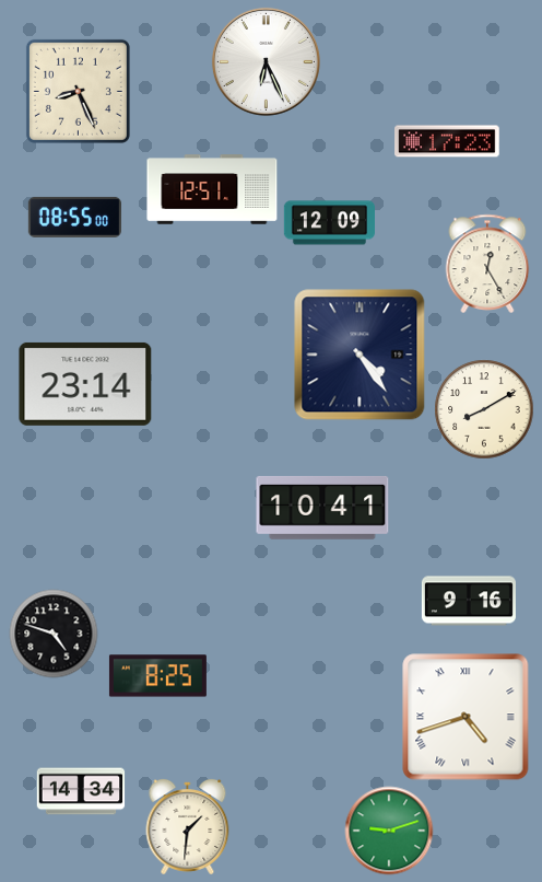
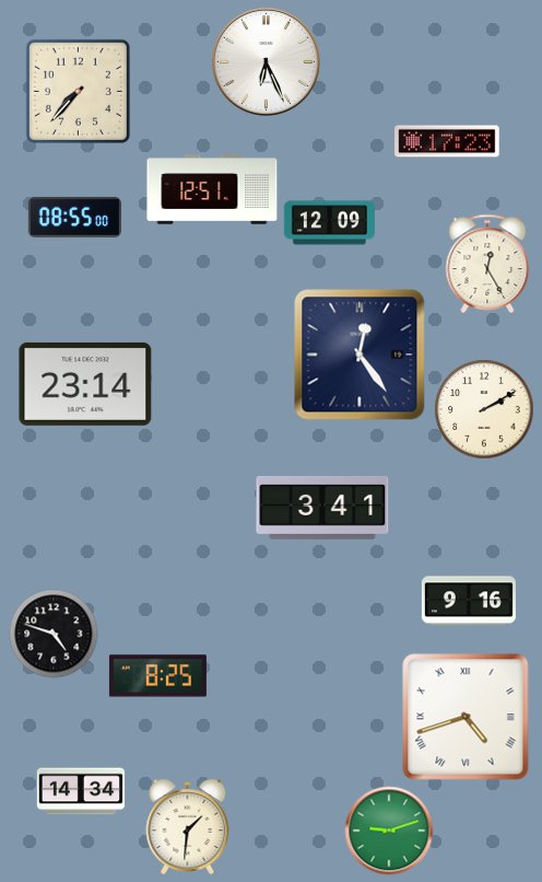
clock at (78, 91): 8:26 -> 7:37
clock at (360, 355): 4:24 -> 12:24
clock at (484, 409): 8:10 -> 2:10
clock at (322, 508): 10:41 -> 3:41
